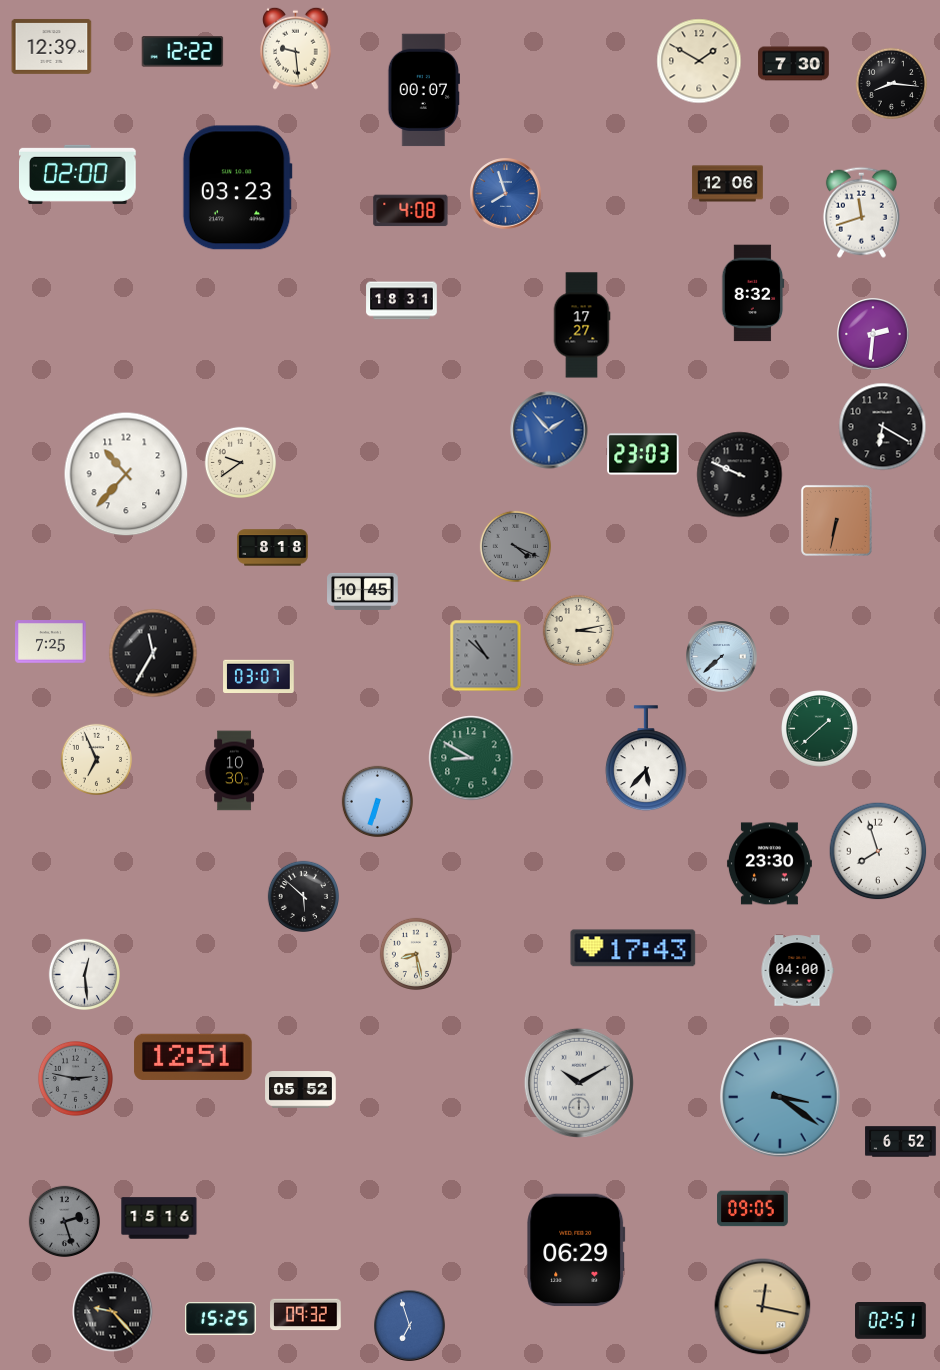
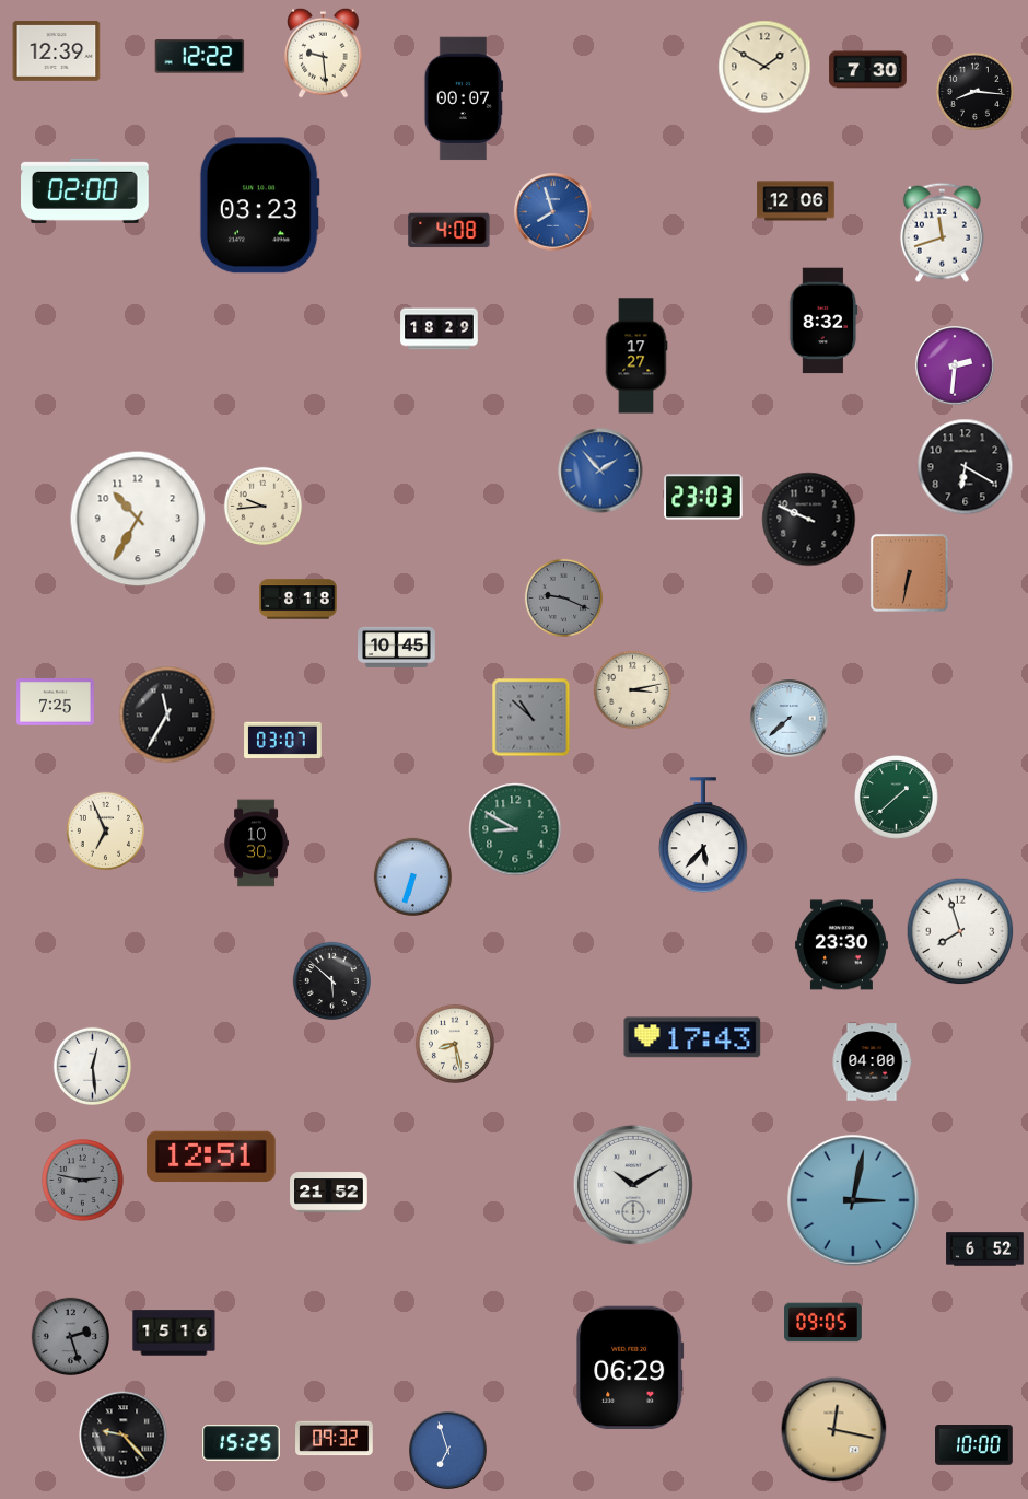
clock at (402, 301): 18:31 -> 18:29
clock at (240, 462): 9:39 -> 9:44
clock at (126, 474): 10:37 -> 10:35
clock at (836, 520) position: (836, 520) -> (909, 572)
clock at (515, 546): 4:19 -> 9:19
clock at (646, 759) position: (646, 759) -> (703, 836)
clock at (301, 1090): 05:52 -> 21:52
clock at (780, 1097): 3:21 -> 3:02
clock at (891, 1321): 02:51 -> 10:00
